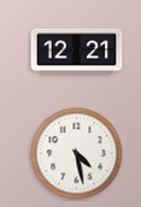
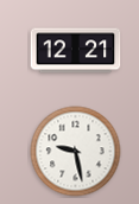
clock at (77, 154): 4:28 -> 9:28
